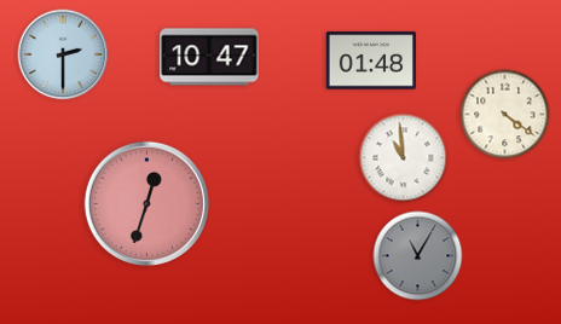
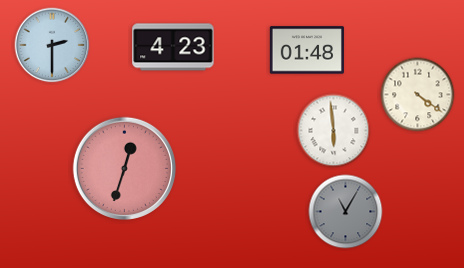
clock at (209, 57): 10:47 -> 4:23
clock at (404, 158): 10:59 -> 5:59
clock at (146, 203) position: (146, 203) -> (124, 168)
